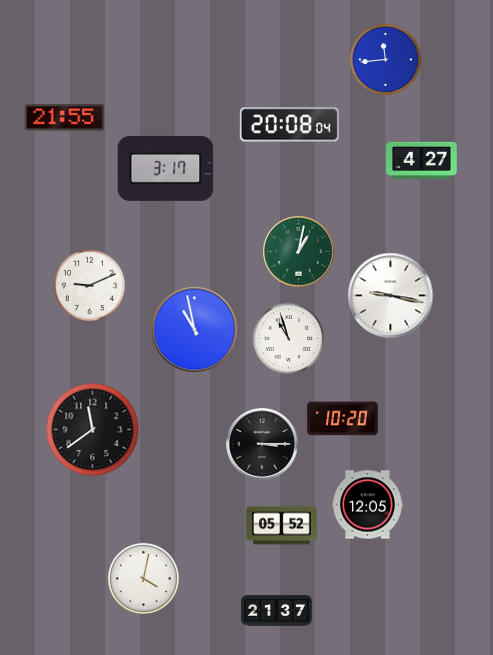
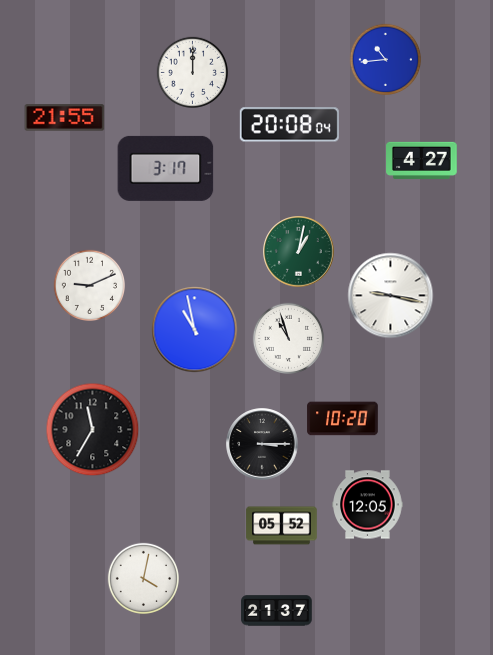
clock at (385, 59): 11:44 -> 10:44
clock at (192, 72): none -> 12:00
clock at (93, 430): 11:39 -> 11:35
